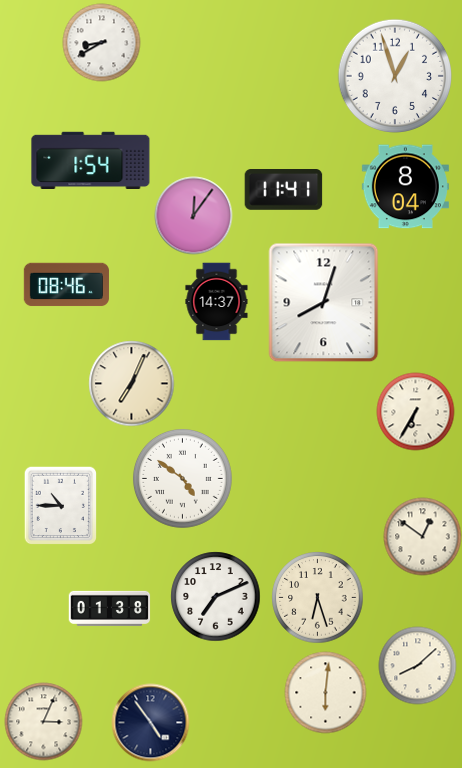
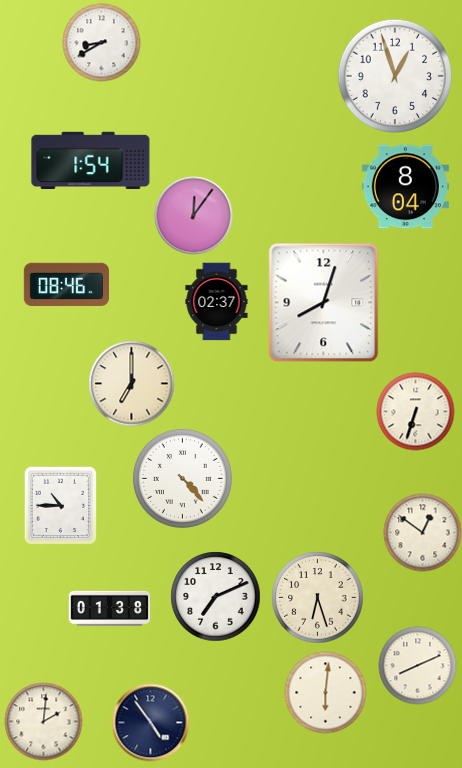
clock at (283, 190): 11:41 -> none
clock at (217, 301): 14:37 -> 02:37
clock at (131, 383): 7:04 -> 7:00
clock at (415, 411): 6:35 -> 6:33
clock at (182, 478): 4:51 -> 4:23
clock at (422, 536) position: (422, 536) -> (422, 532)
clock at (417, 665): 8:08 -> 8:11
clock at (43, 721): 3:04 -> 2:01
